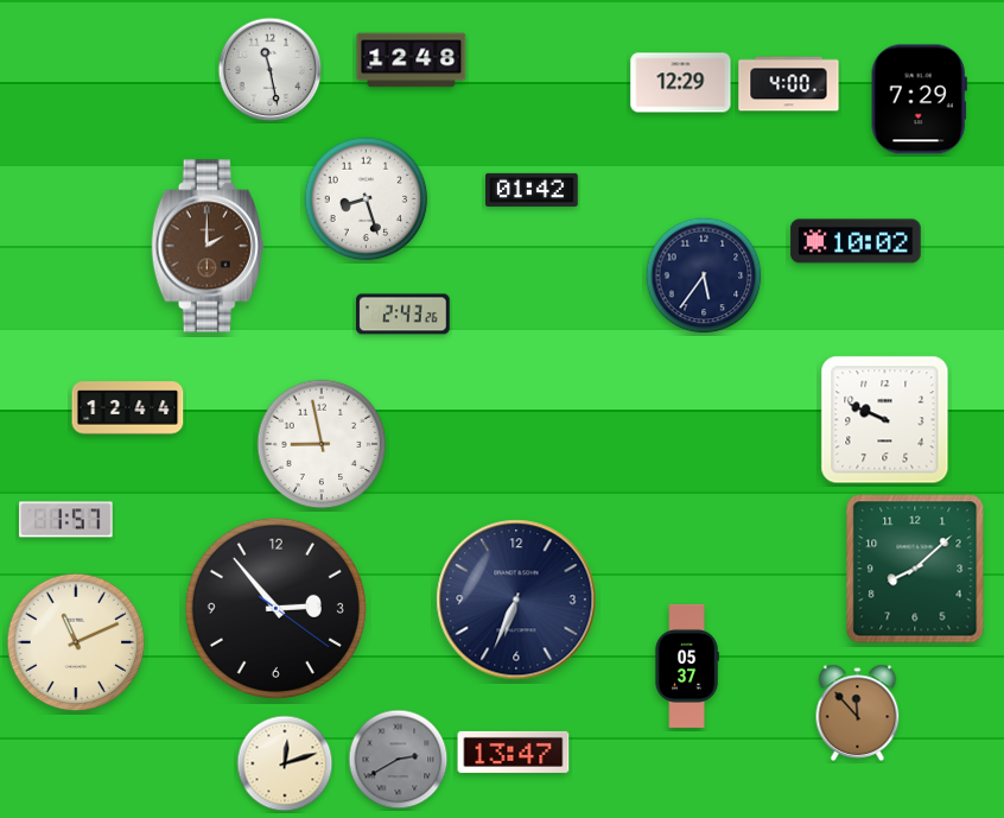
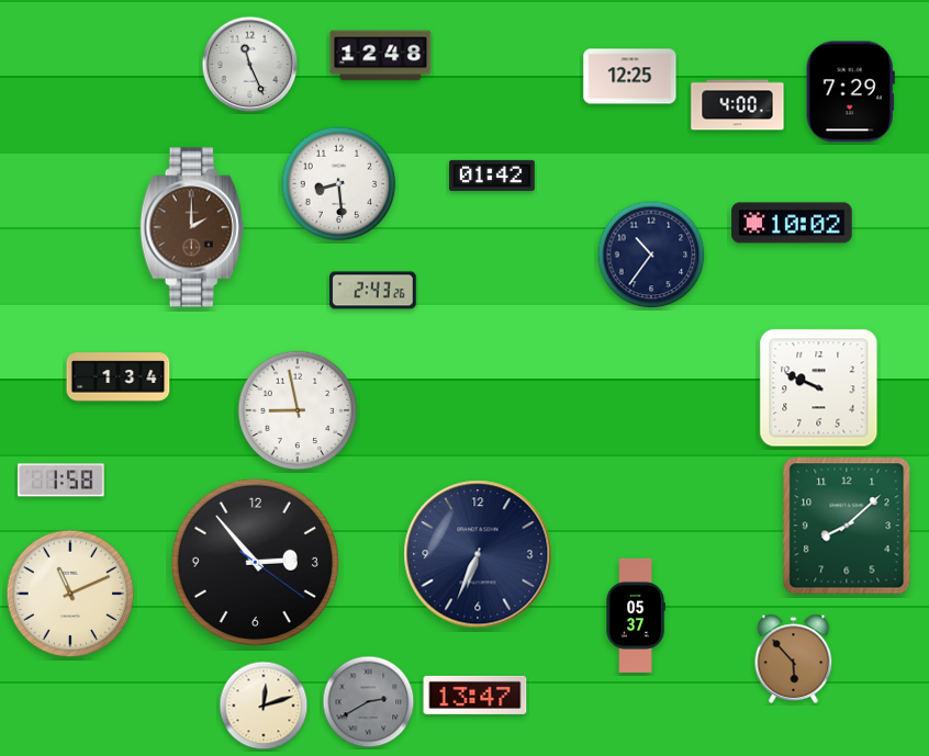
clock at (271, 70): 11:28 -> 11:26
clock at (681, 83): 12:29 -> 12:25
clock at (789, 84) position: (789, 84) -> (738, 105)
clock at (367, 199): 8:27 -> 8:29
clock at (704, 275): 5:36 -> 10:36
clock at (128, 408): 12:44 -> 1:34
clock at (66, 520): 1:57 -> 1:58
clock at (858, 712): 11:53 -> 5:53
